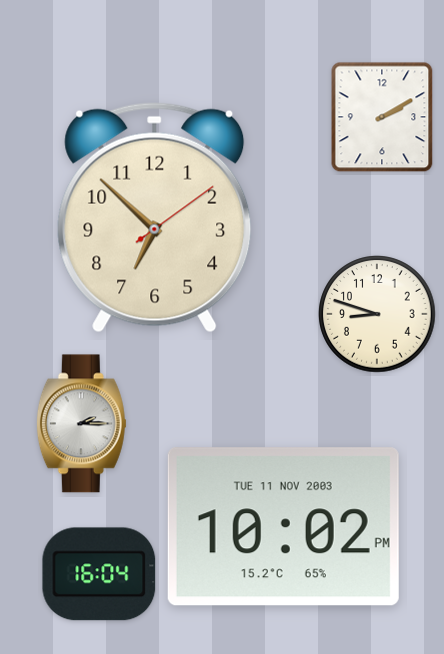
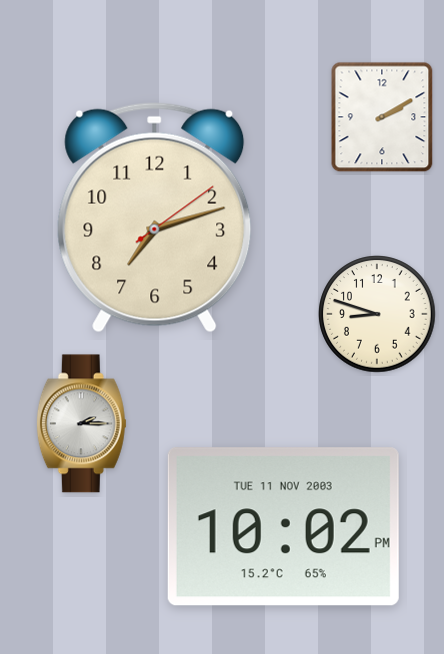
clock at (155, 218): 6:52 -> 7:12
clock at (99, 574): 16:04 -> none
